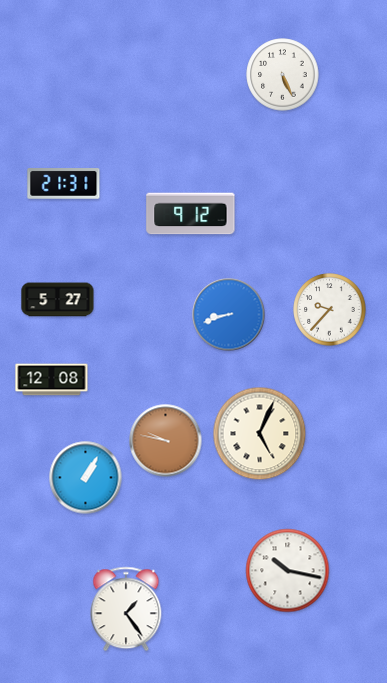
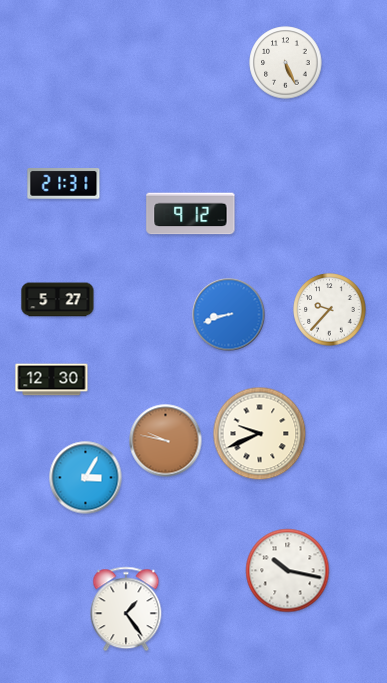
clock at (283, 75) position: (283, 75) -> (286, 63)
clock at (52, 380): 12:08 -> 12:30
clock at (260, 434): 5:04 -> 9:41
clock at (86, 478): 1:05 -> 3:05
